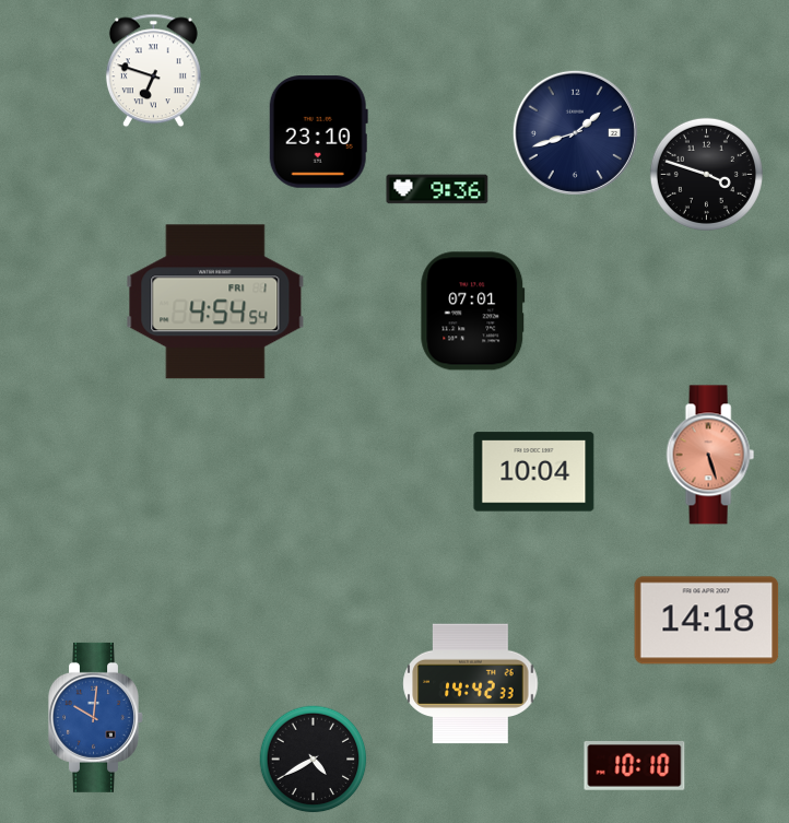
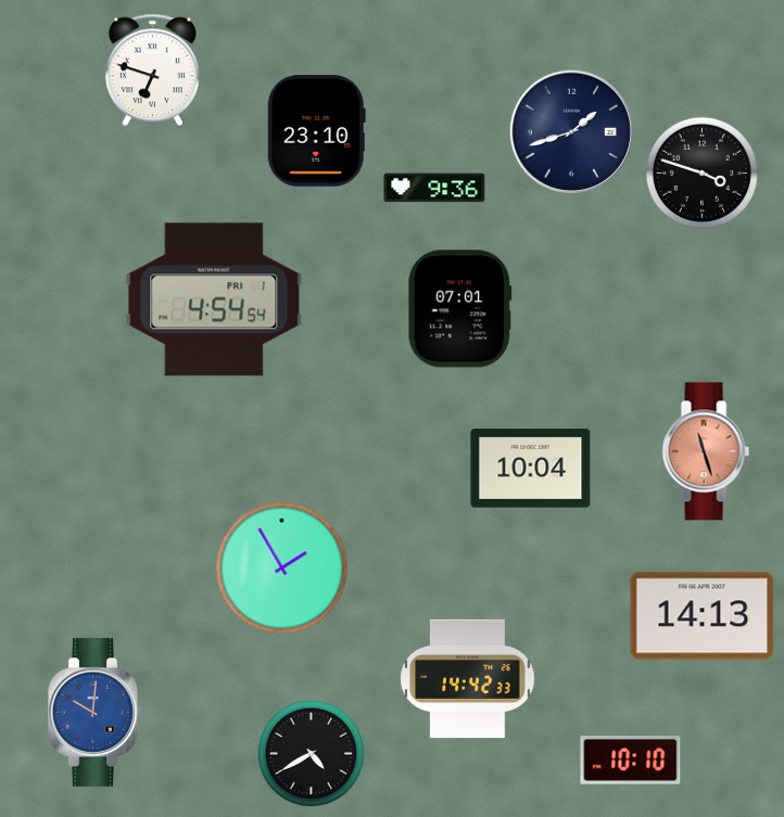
clock at (473, 311) position: (473, 311) -> (460, 309)
clock at (710, 455): 5:27 -> 11:27
clock at (282, 569): none -> 1:55
clock at (707, 621): 14:18 -> 14:13
